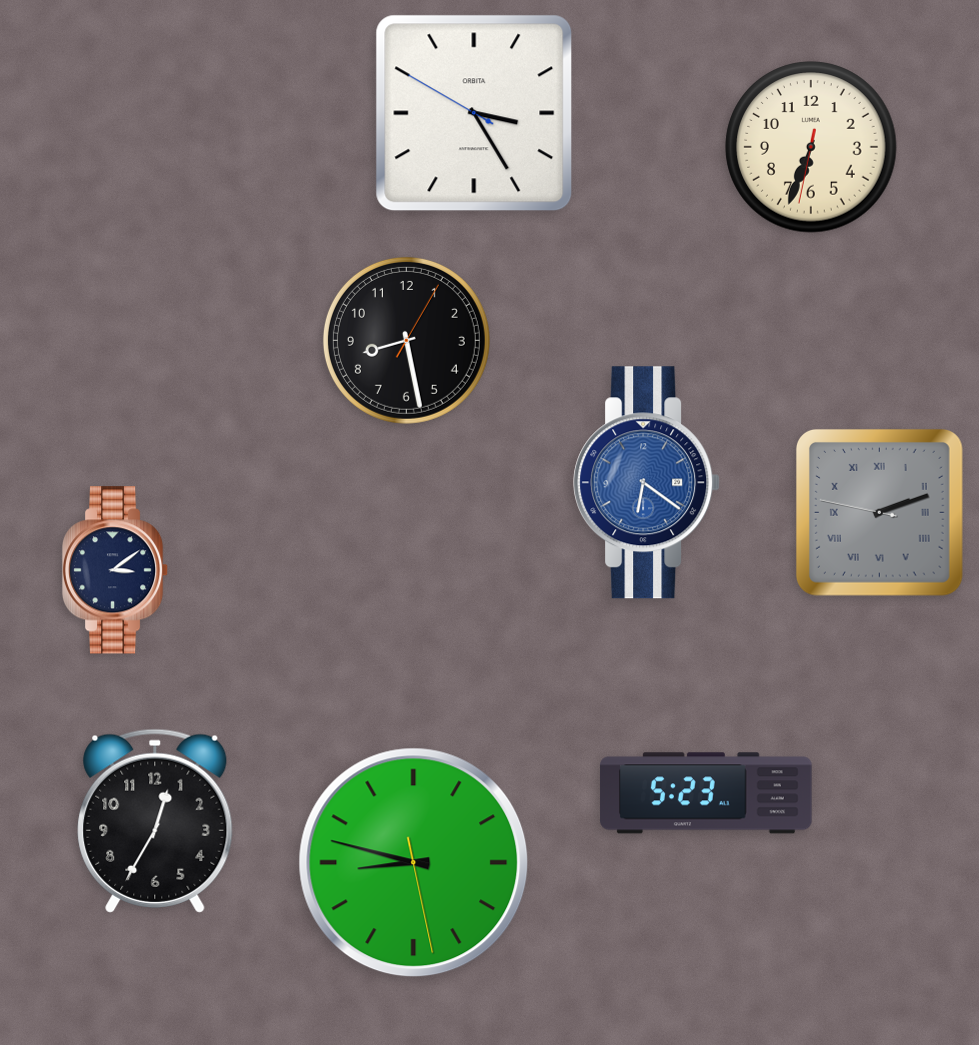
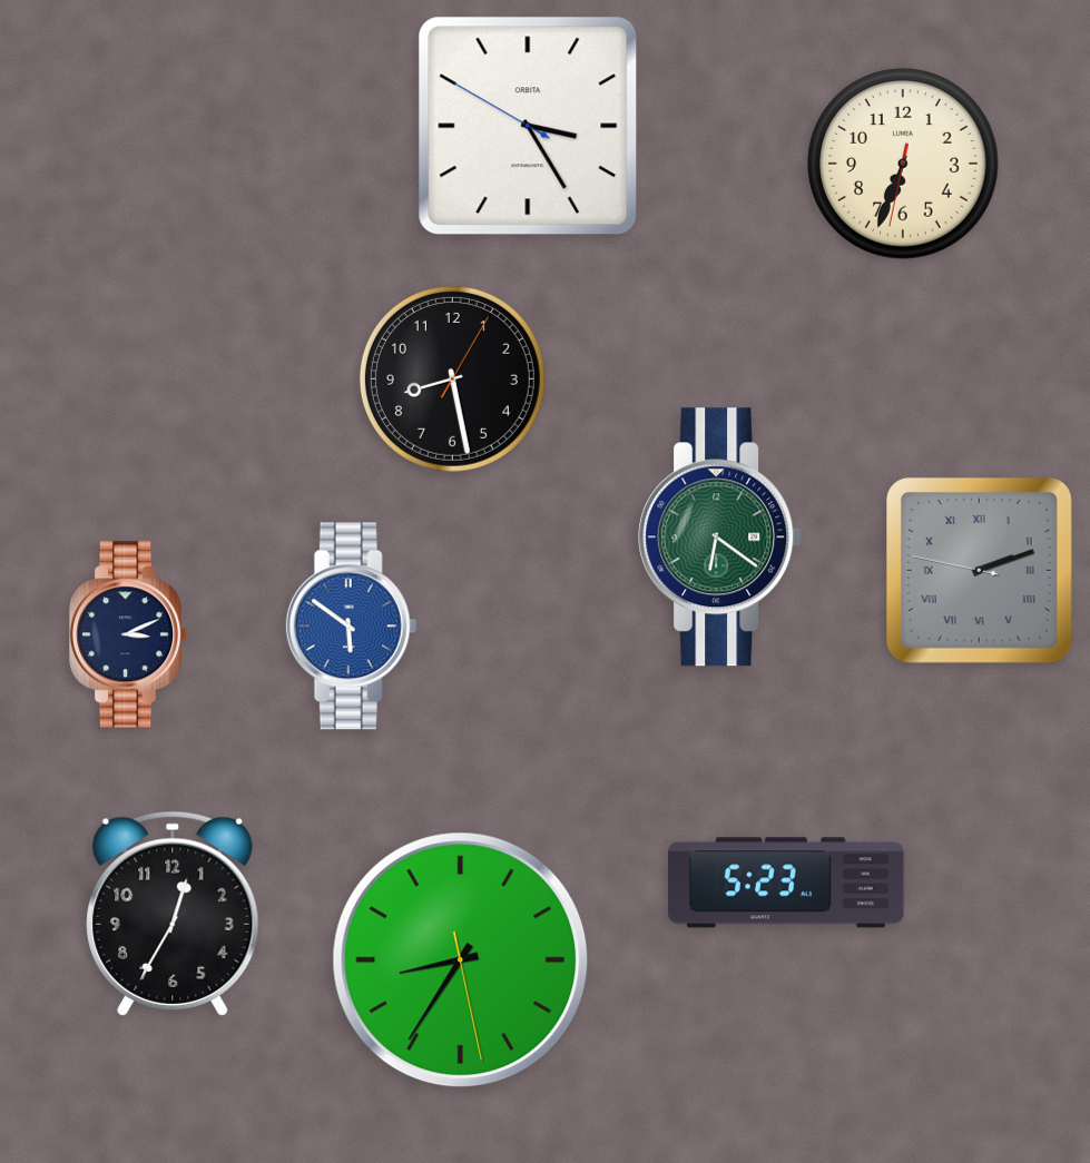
clock at (647, 483) dial: blue -> green
clock at (352, 627): none -> 5:51
clock at (115, 570): 3:09 -> 3:11
clock at (414, 863): 8:47 -> 8:35
